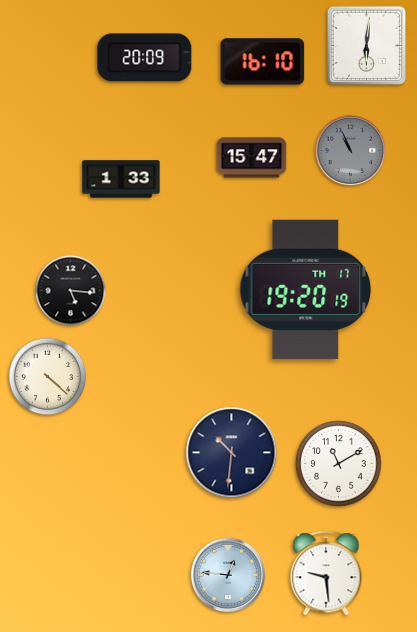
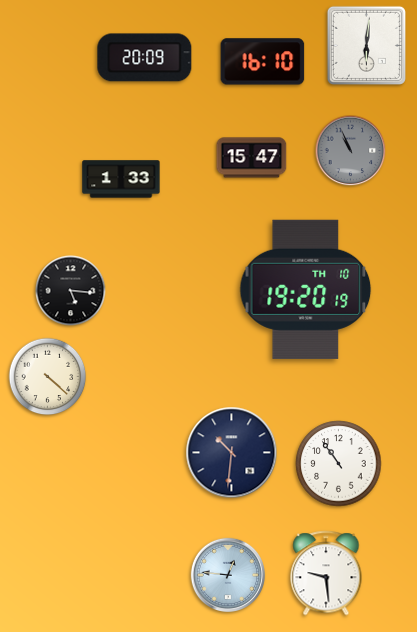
clock at (306, 289) date: TH 17 -> TH 10
clock at (339, 464): 11:10 -> 10:54
